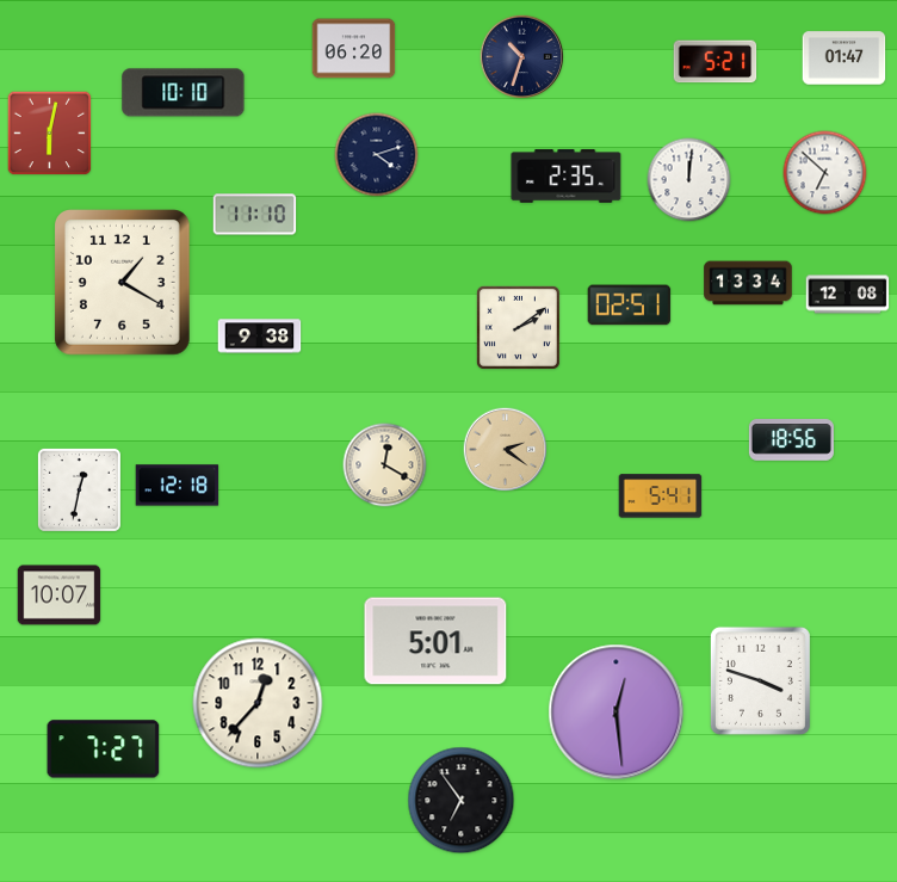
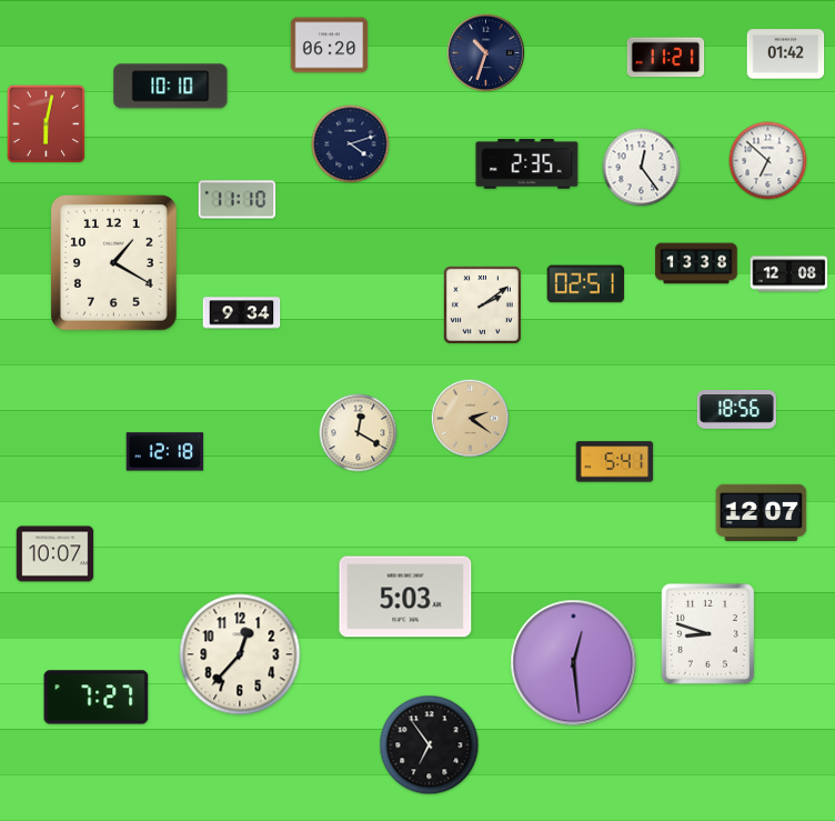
clock at (845, 58): 01:47 -> 01:42
clock at (716, 62): 5:21 -> 11:21
clock at (689, 180): 12:01 -> 12:24
clock at (748, 283): 13:34 -> 13:38
clock at (260, 337): 9:38 -> 9:34
clock at (79, 489): 12:32 -> none
clock at (762, 512): none -> 12:07
clock at (435, 641): 5:01 -> 5:03
clock at (760, 680): 3:48 -> 8:48
